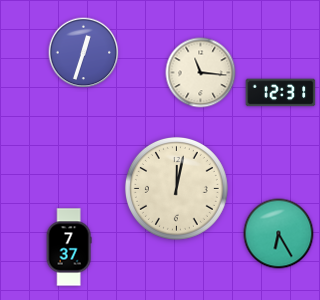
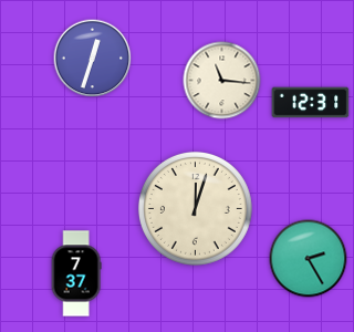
clock at (176, 188): 12:02 -> 12:03
clock at (279, 234): 6:25 -> 2:25
